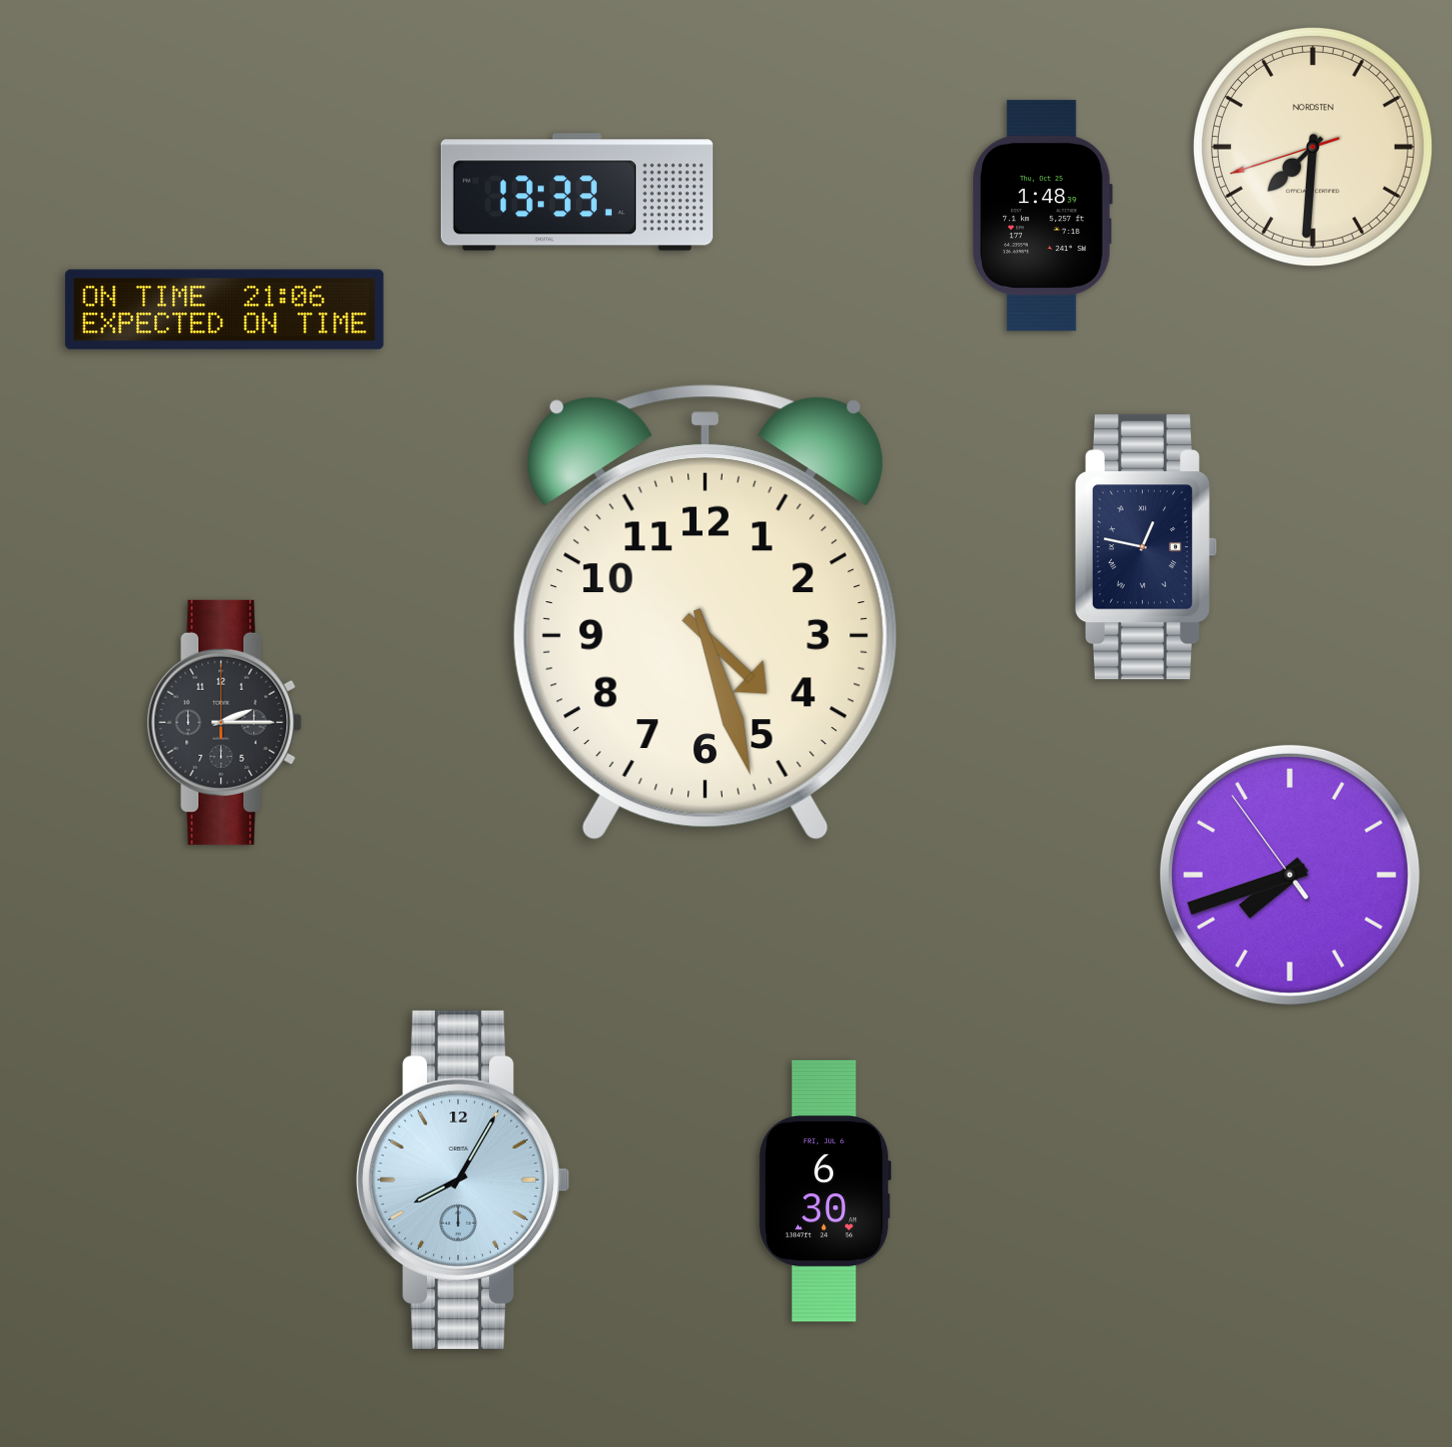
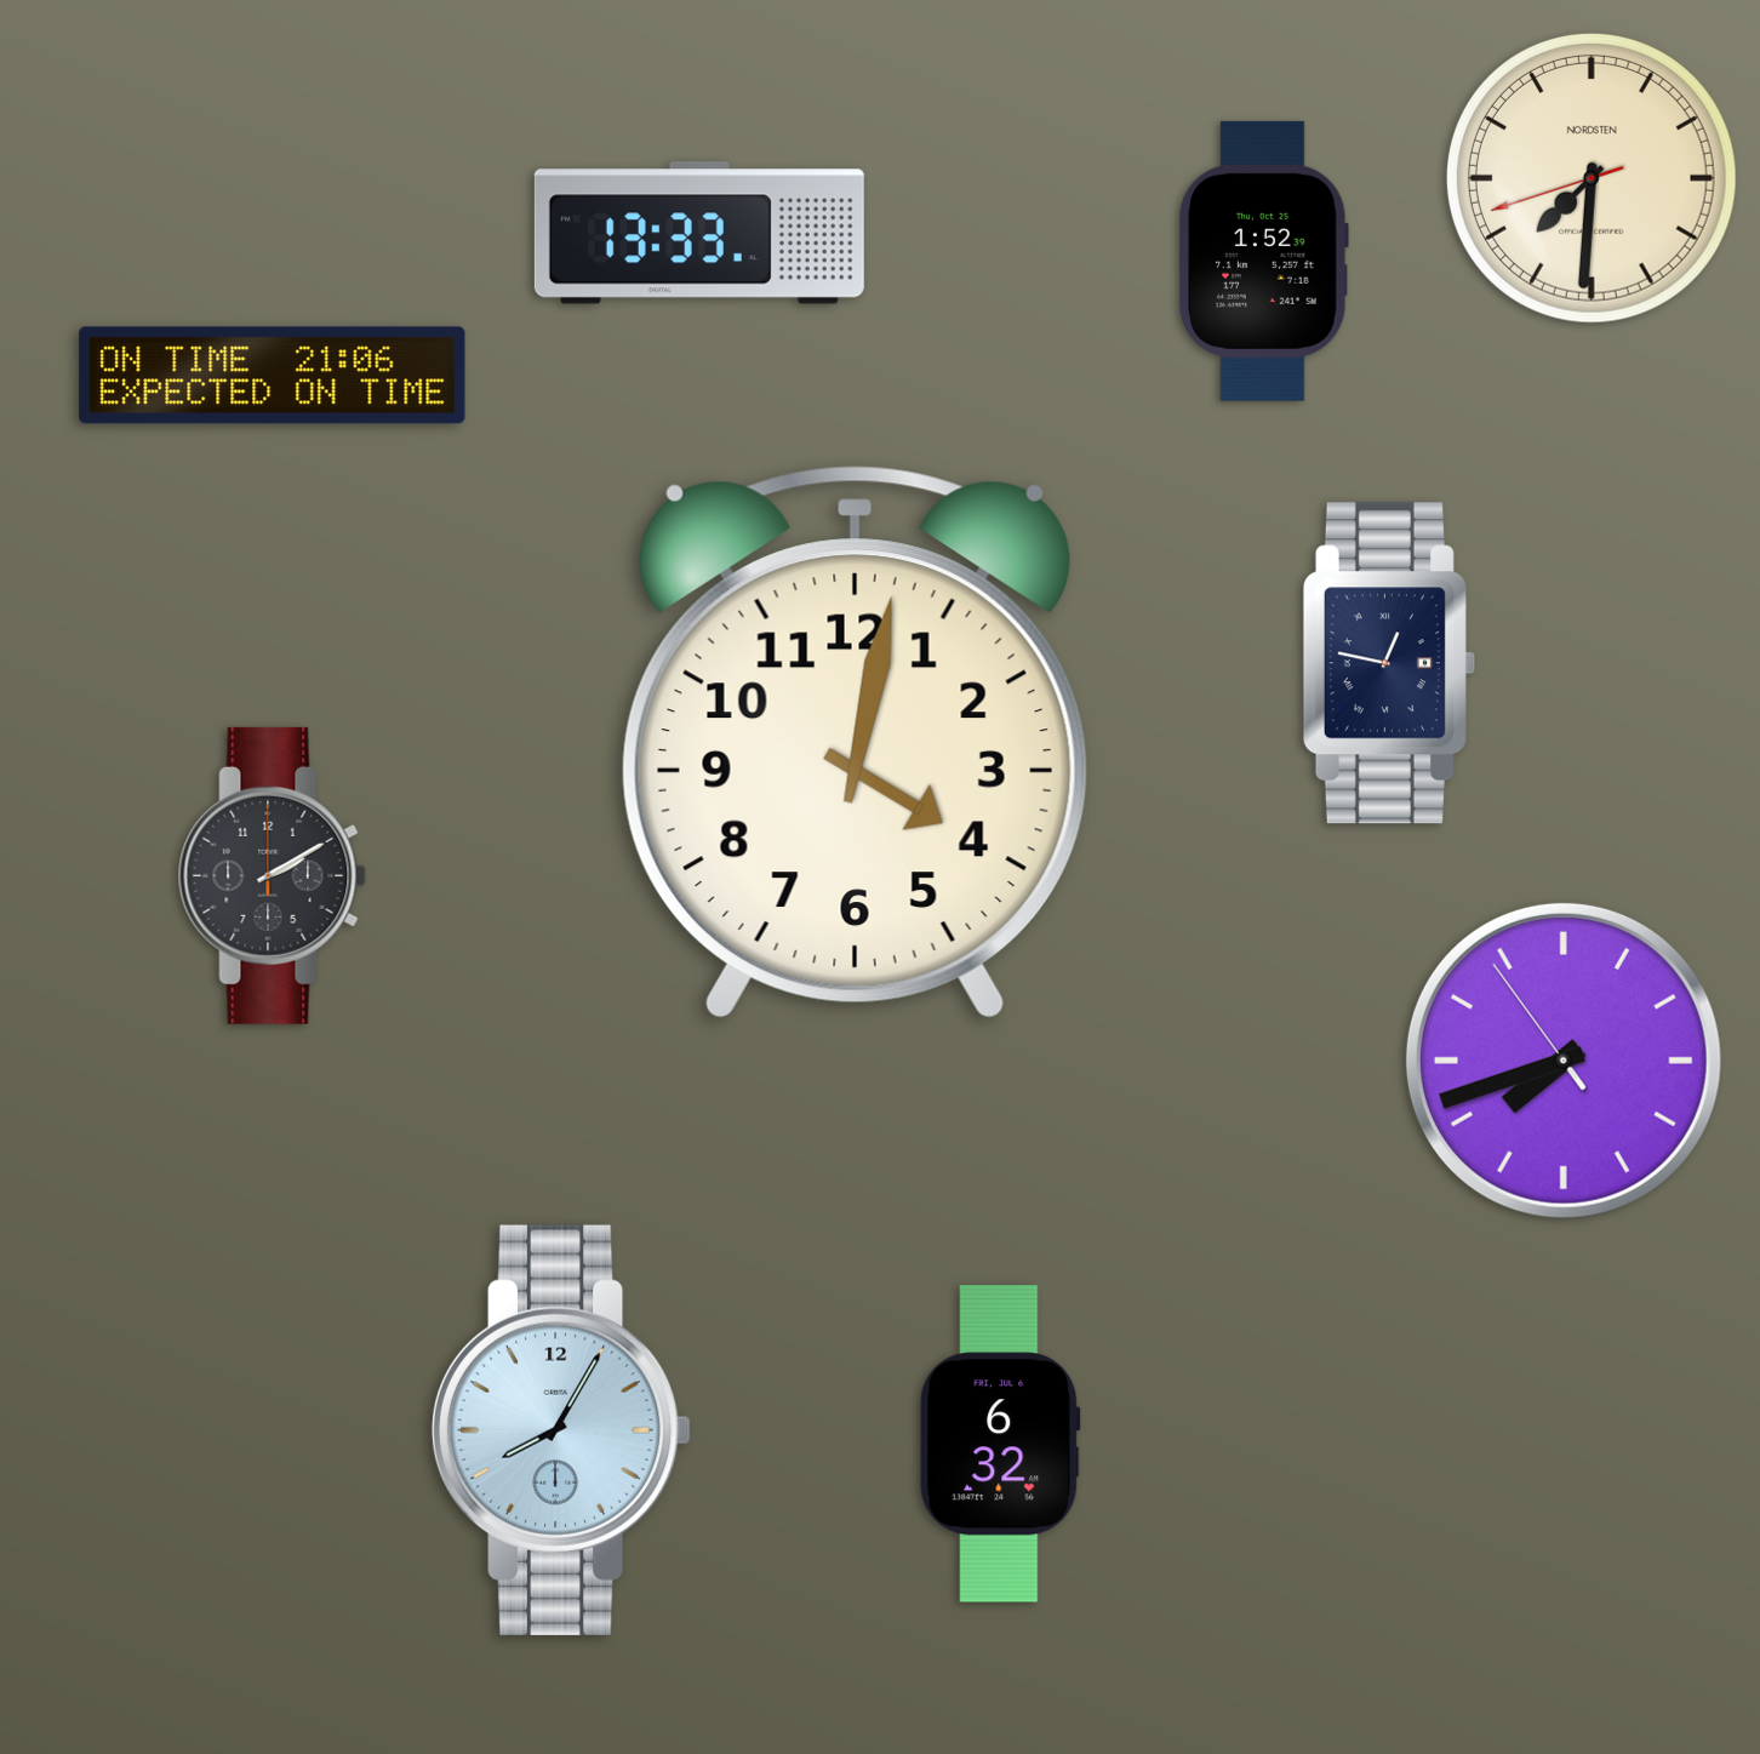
clock at (1042, 215): 1:48 -> 1:52
clock at (705, 612): 4:27 -> 4:02
clock at (224, 722): 2:15 -> 2:10
clock at (825, 1191): 6:30 -> 6:32
